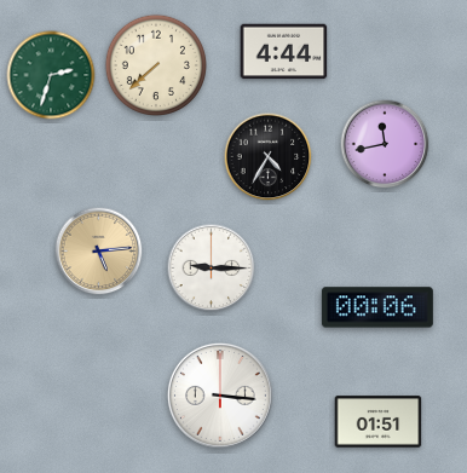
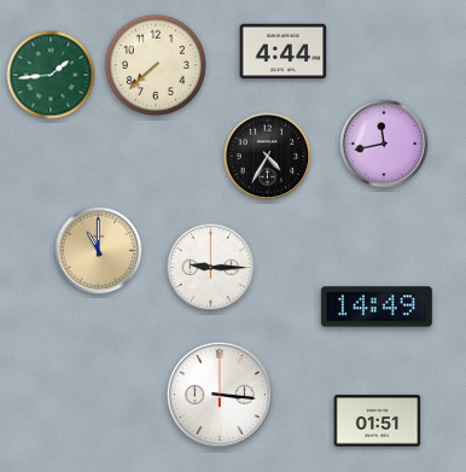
clock at (51, 75): 2:33 -> 1:44
clock at (99, 252): 5:14 -> 11:00
clock at (377, 307): 00:06 -> 14:49
